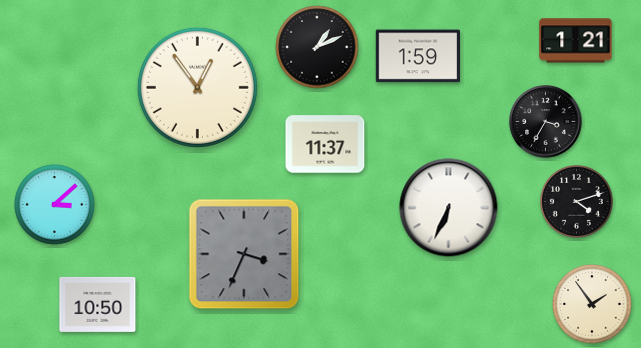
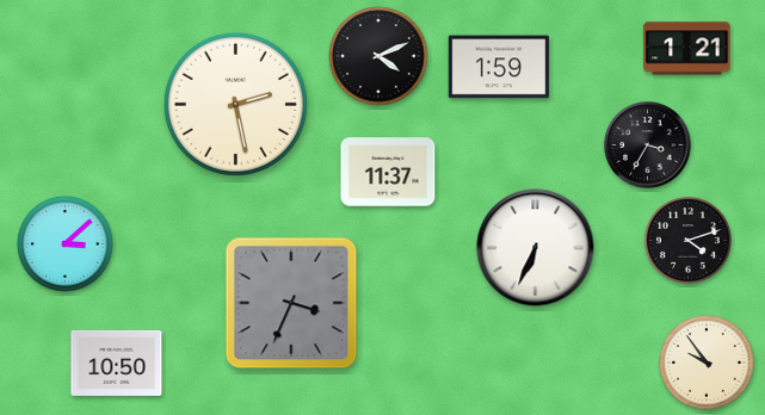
clock at (317, 47): 1:11 -> 4:11
clock at (197, 87): 12:54 -> 2:28
clock at (546, 122) position: (546, 122) -> (648, 145)
clock at (592, 304): 1:54 -> 9:54
